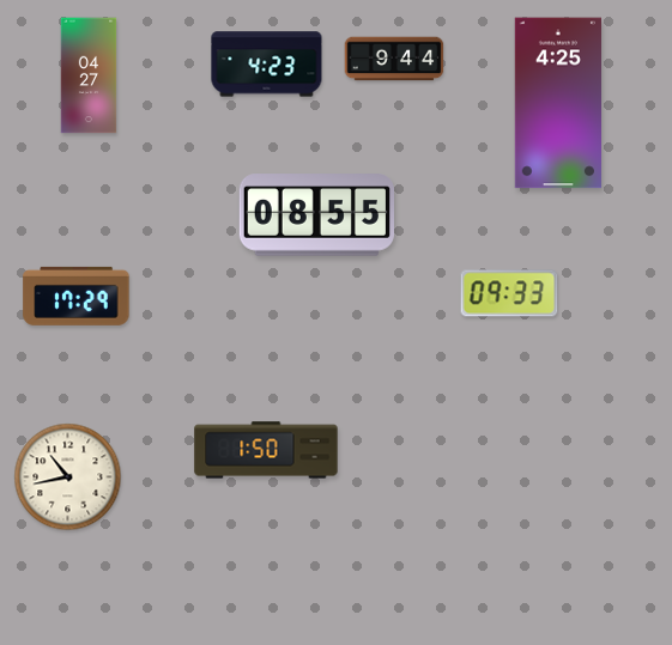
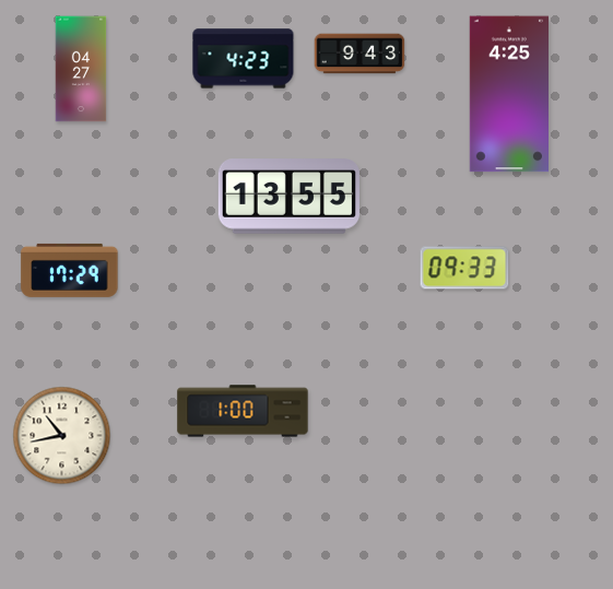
clock at (394, 59): 9:44 -> 9:43
clock at (316, 215): 08:55 -> 13:55
clock at (266, 450): 1:50 -> 1:00
